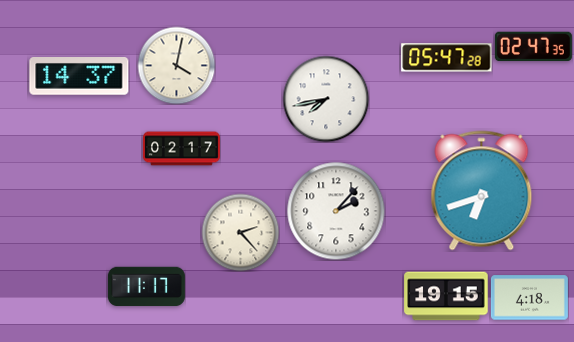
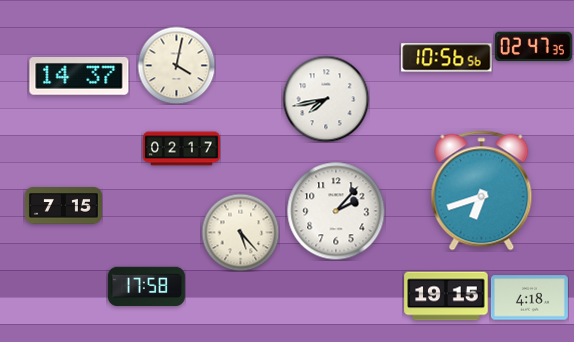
clock at (447, 58): 05:47 -> 10:56
clock at (63, 206): none -> 7:15
clock at (240, 232): 2:23 -> 5:23
clock at (146, 287): 11:17 -> 17:58
